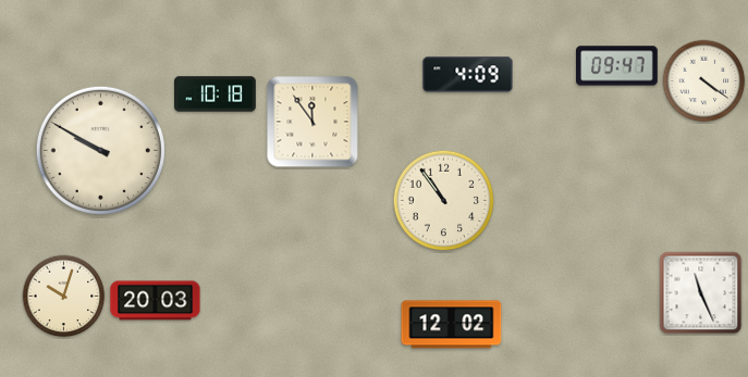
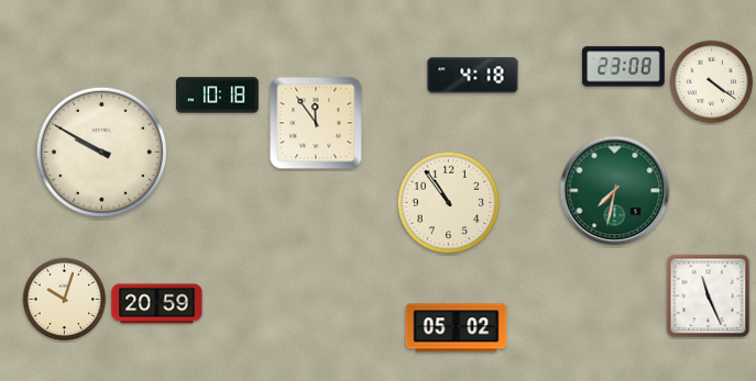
clock at (617, 66): 09:47 -> 23:08
clock at (468, 75): 4:09 -> 4:18
clock at (615, 191): none -> 7:32
clock at (156, 301): 20:03 -> 20:59
clock at (452, 325): 12:02 -> 05:02
